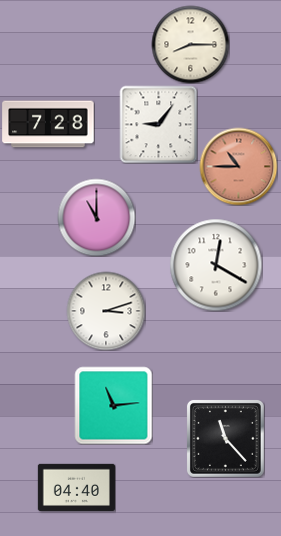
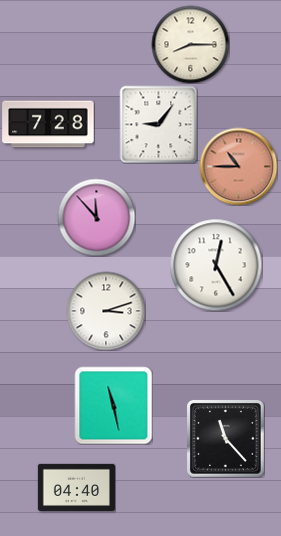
clock at (96, 217): 11:00 -> 11:53
clock at (216, 265): 12:20 -> 12:25
clock at (113, 405): 11:14 -> 11:28
